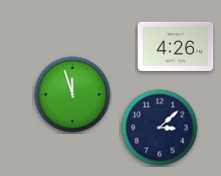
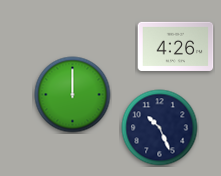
clock at (73, 95): 11:57 -> 12:00
clock at (160, 128): 3:08 -> 10:26
